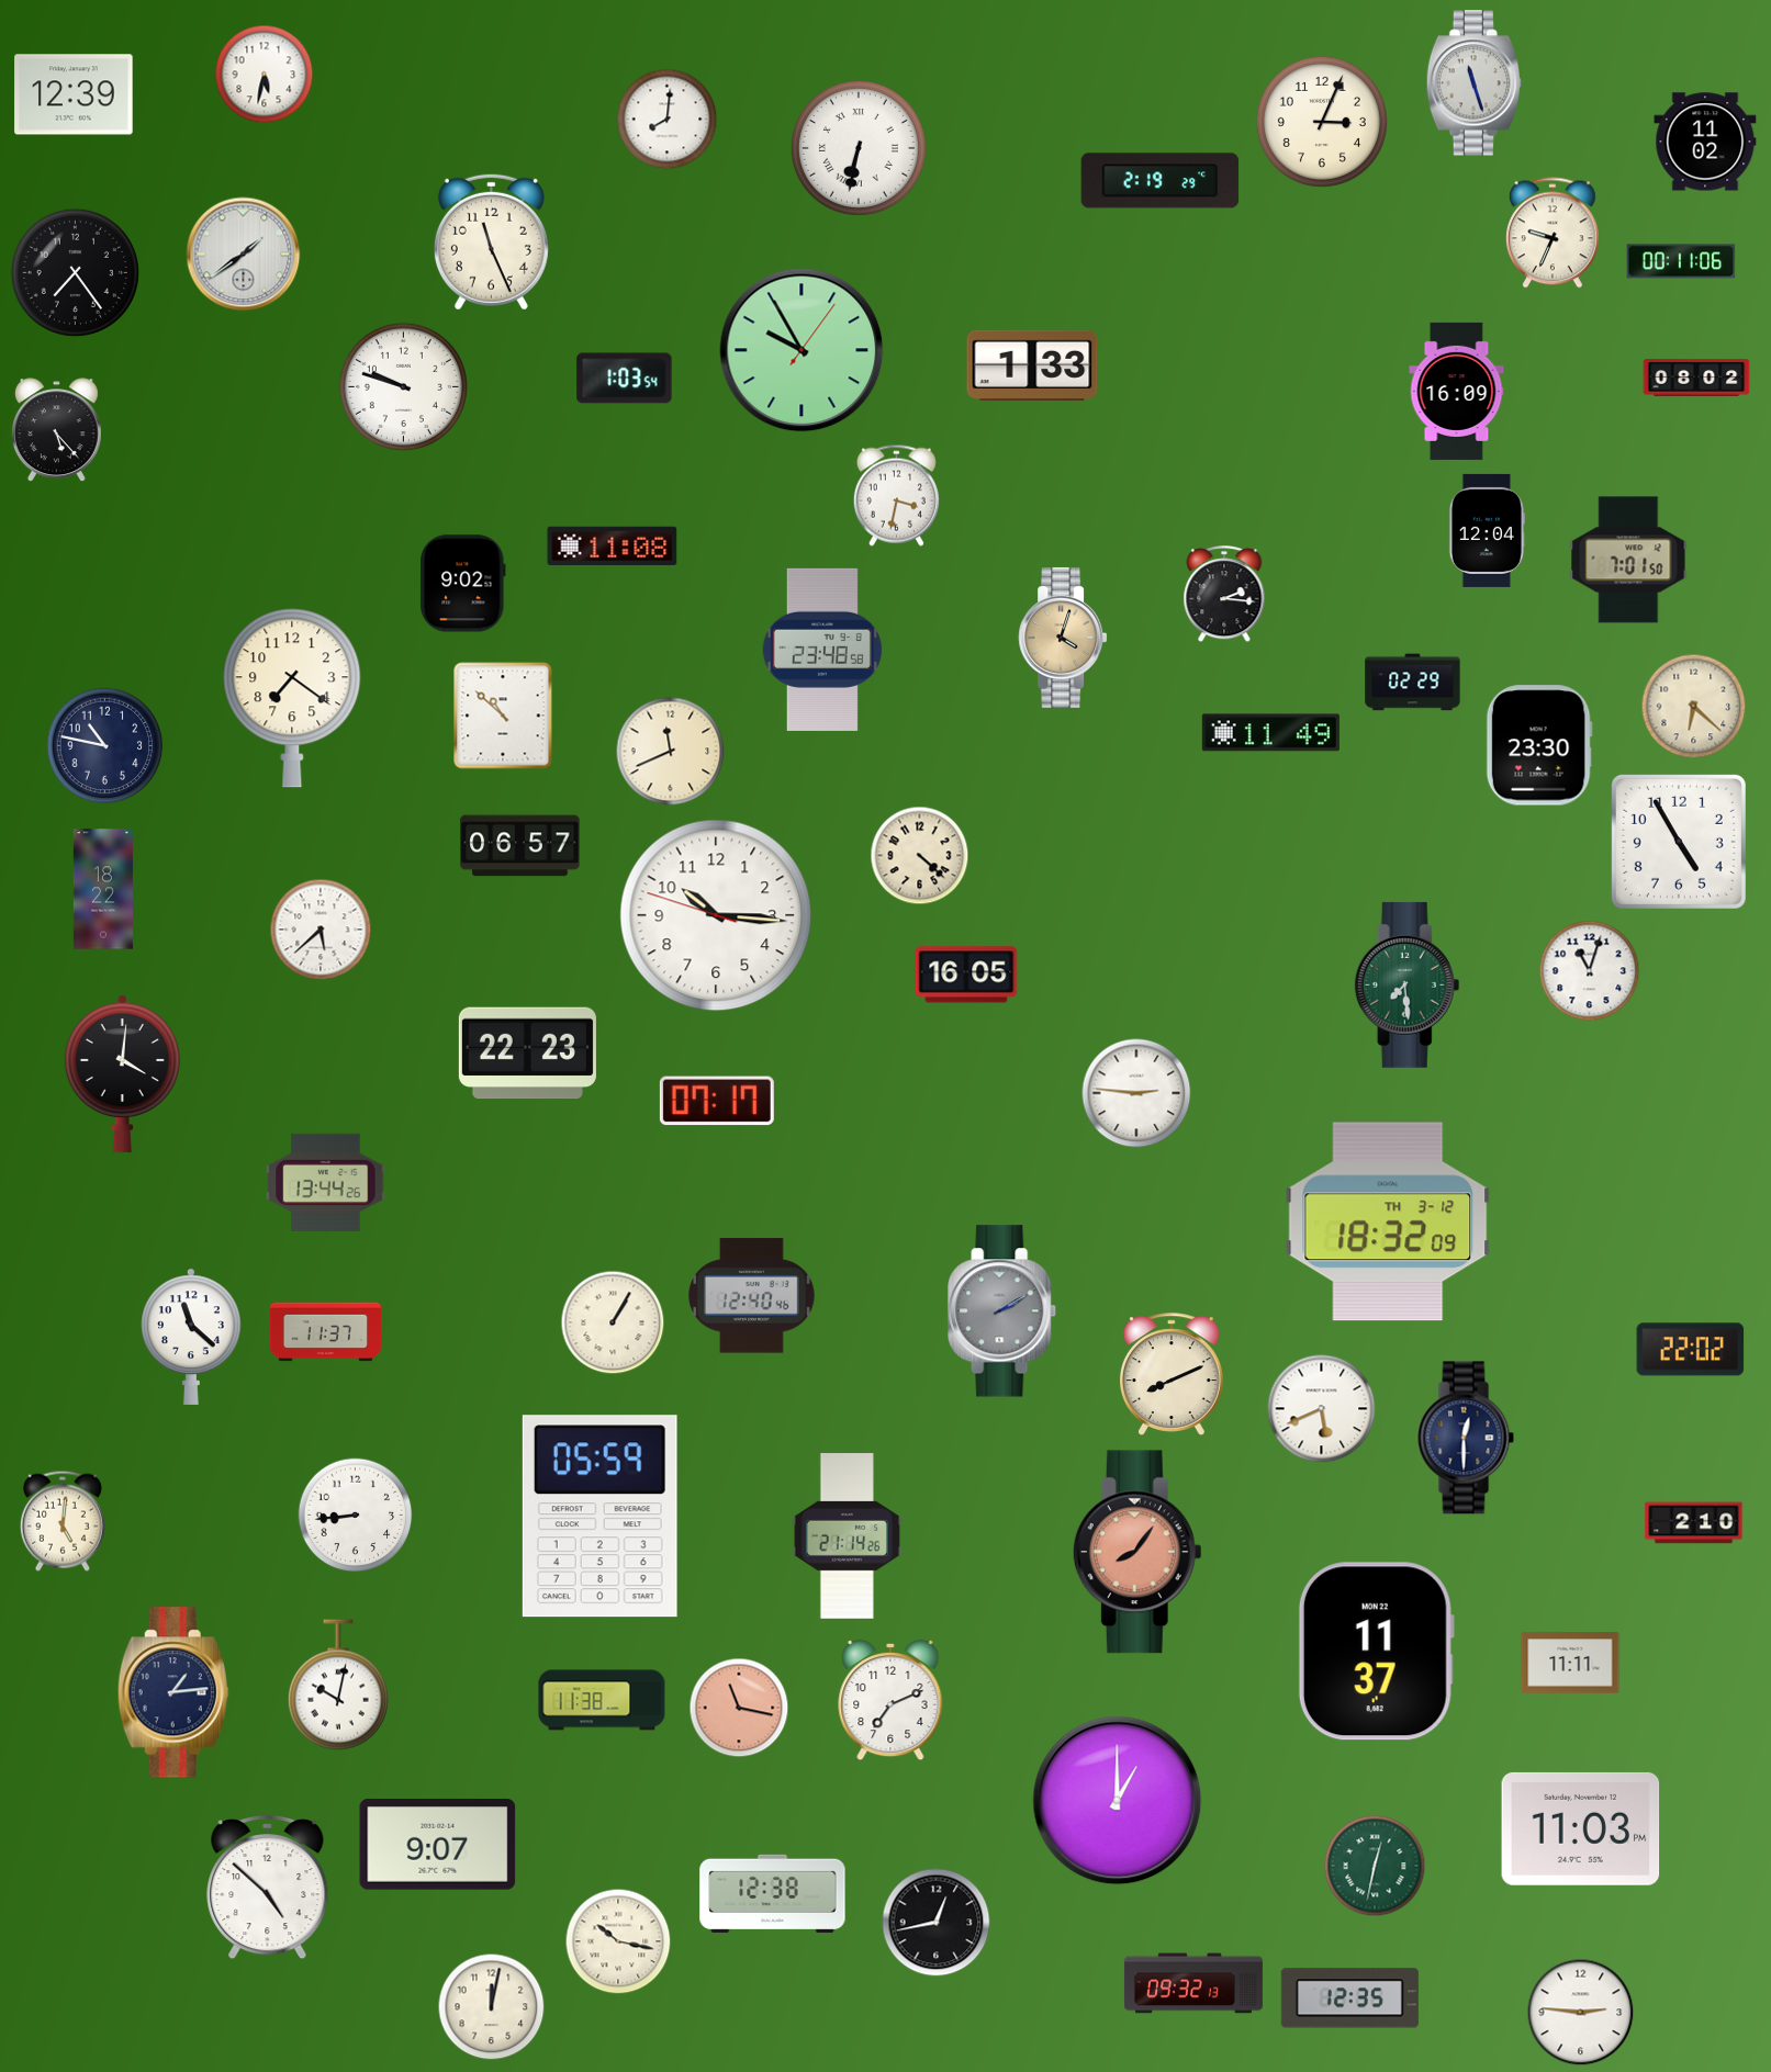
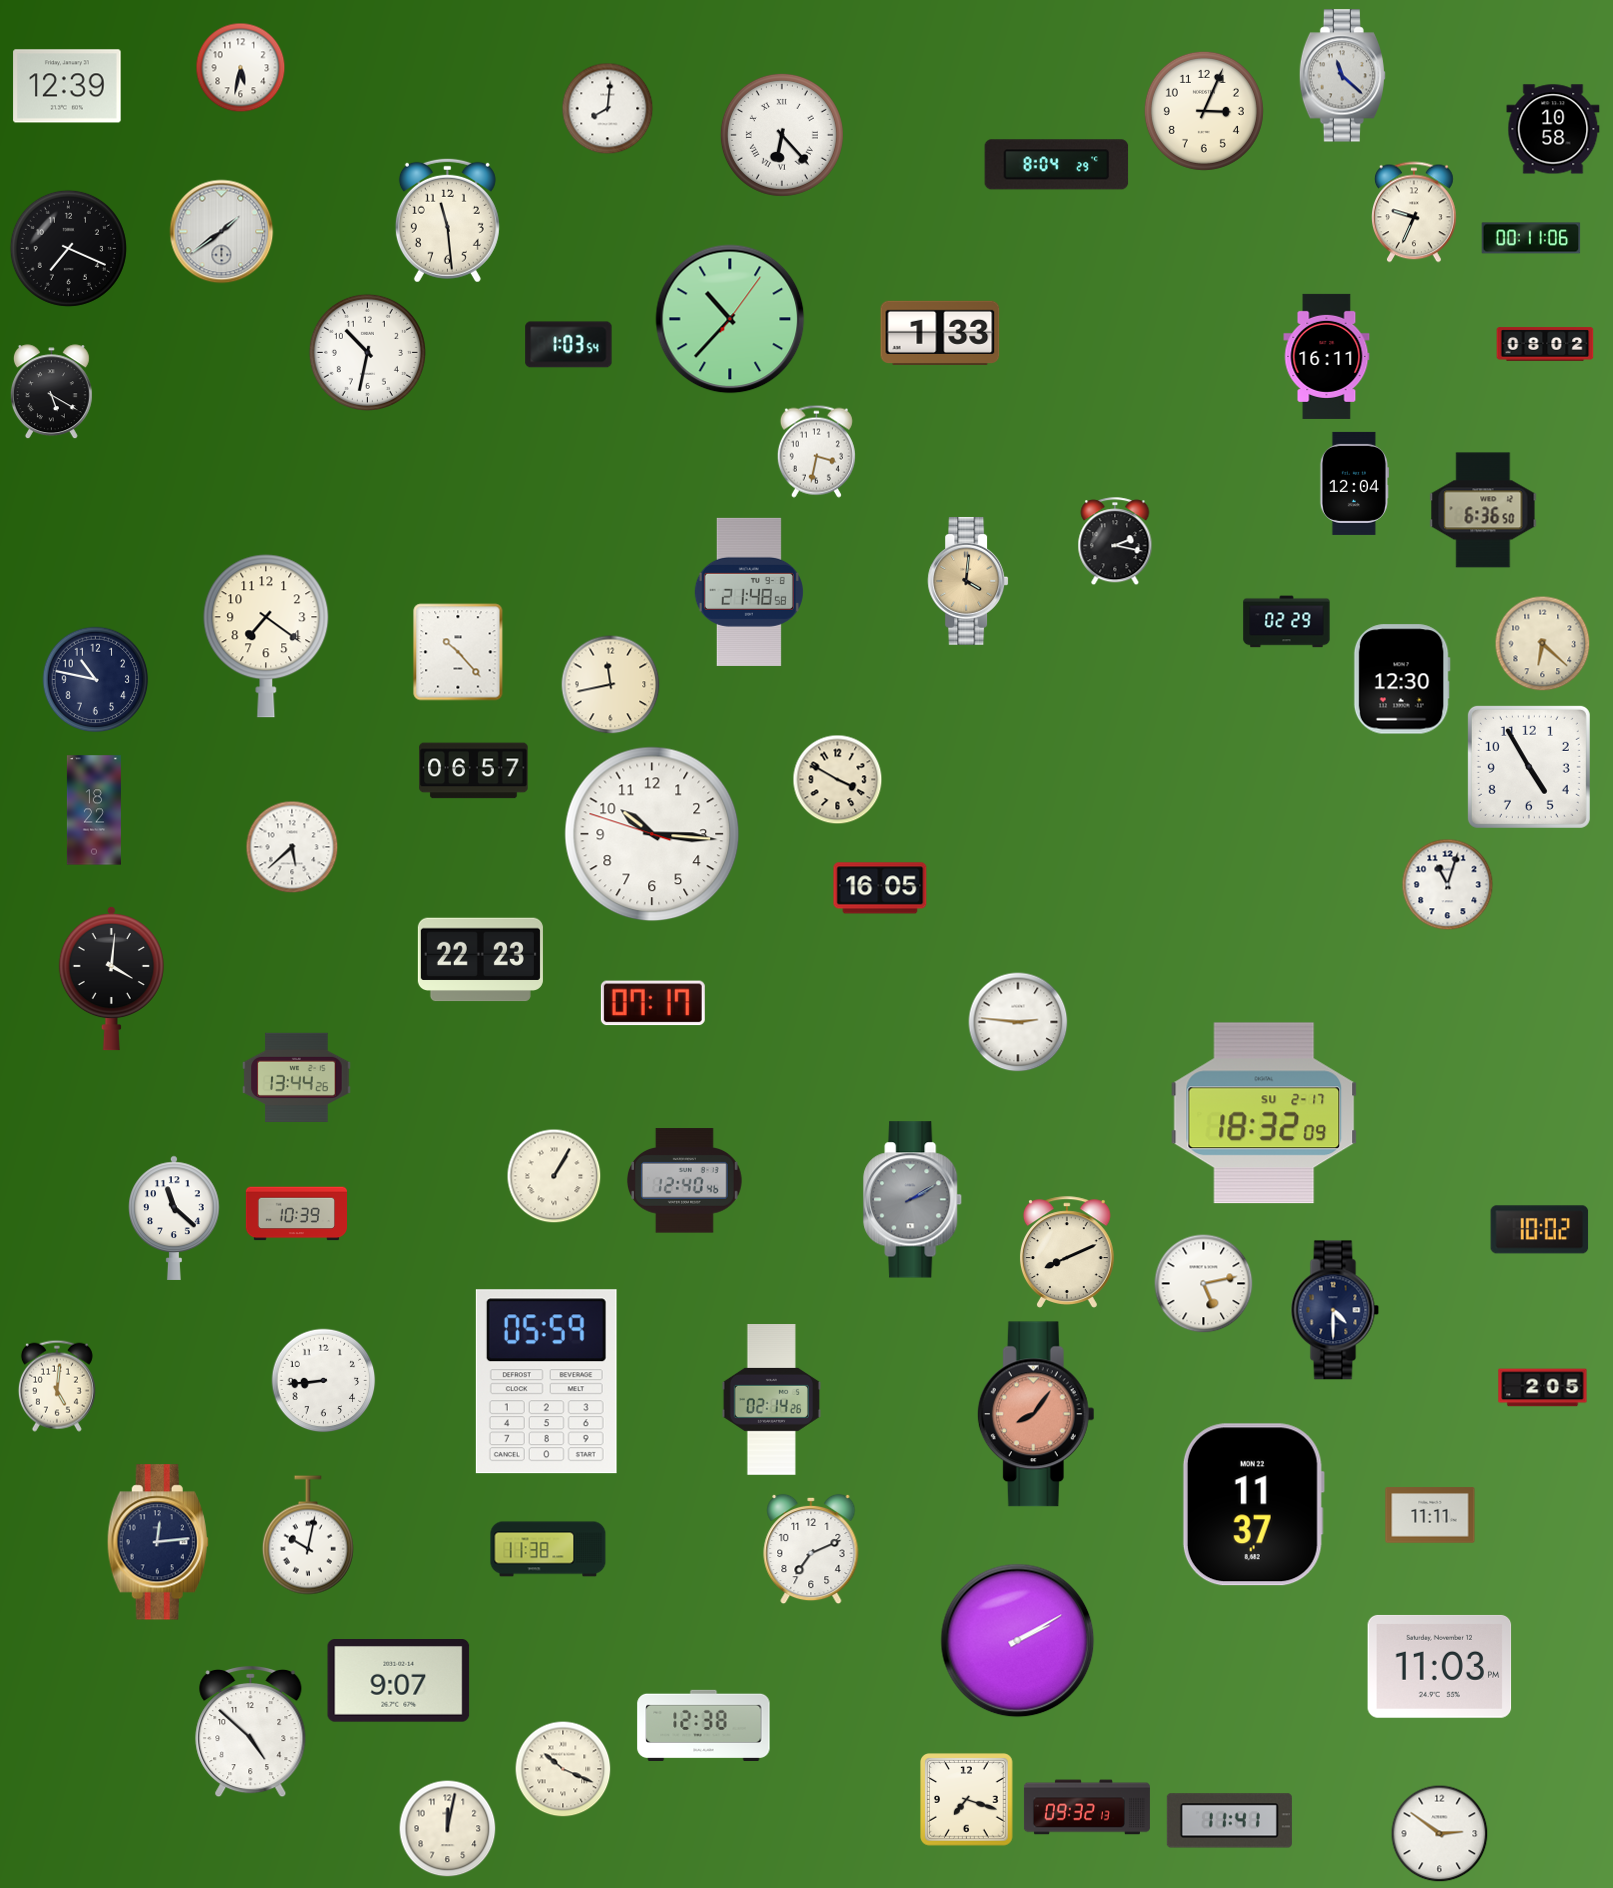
clock at (1473, 83): 11:27 -> 11:22
clock at (1705, 142): 11:02 -> 10:58
clock at (859, 148): 6:32 -> 6:23
clock at (1161, 181): 2:19 -> 8:04
clock at (491, 241): 11:26 -> 11:29
clock at (75, 272): 7:24 -> 7:19
clock at (802, 350): 9:55 -> 10:37
clock at (403, 386): 9:48 -> 10:32
clock at (1457, 391): 16:09 -> 16:11
clock at (56, 430): 5:23 -> 5:20
clock at (613, 545): 11:08 -> none
clock at (1628, 560): 7:01 -> 6:36
clock at (463, 584): 9:02 -> none
clock at (1224, 595): 2:16 -> 2:17
clock at (1063, 638): 4:03 -> 4:01
clock at (822, 650): 23:48 -> 21:48
clock at (503, 716): 10:52 -> 10:23
clock at (1270, 733): 11:49 -> none
clock at (1539, 745): 23:30 -> 12:30
clock at (671, 752): 11:41 -> 11:43
clock at (920, 856): 4:22 -> 3:50
clock at (1408, 984): 7:29 -> none
clock at (1136, 1093) position: (1136, 1093) -> (1018, 1022)
clock at (1388, 1221) date: TH 3-12 -> SU 2-17
clock at (1002, 1311) position: (1002, 1311) -> (913, 1200)
clock at (613, 1322) position: (613, 1322) -> (554, 1176)
clock at (325, 1332): 11:37 -> 10:39
clock at (1691, 1350): 22:02 -> 10:02
clock at (1322, 1409): 5:41 -> 5:13
clock at (1466, 1438): 12:30 -> 4:30
clock at (1694, 1523): 2:10 -> 2:05
clock at (847, 1536): 21:14 -> 02:14
clock at (173, 1692): 1:14 -> 12:14
clock at (739, 1708): 11:17 -> none
clock at (1118, 1801): 1:00 -> 2:10
clock at (1375, 1866): 12:32 -> none
clock at (268, 1888) position: (268, 1888) -> (251, 1732)
clock at (937, 1923): 12:43 -> none
clock at (618, 1941): 10:17 -> 10:19
clock at (967, 1800): none -> 7:18
clock at (1349, 1998): 12:35 -> 11:41
clock at (1581, 2013): 2:46 -> 2:51
